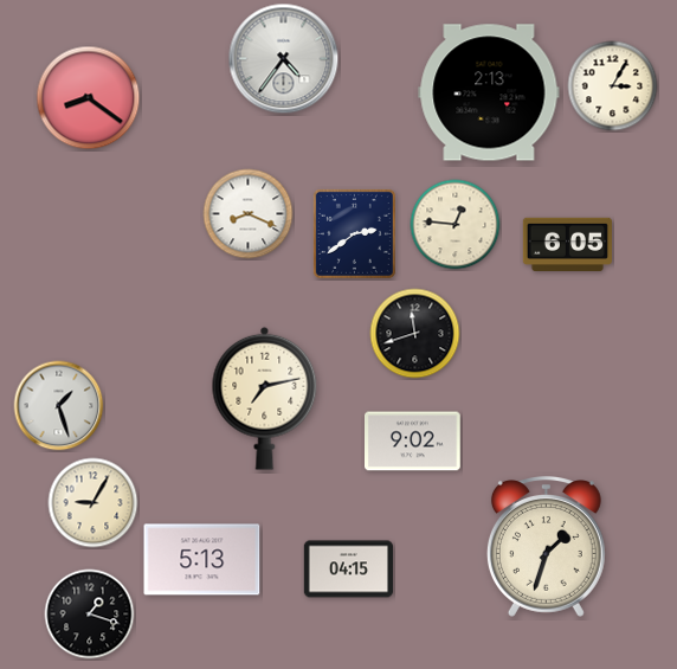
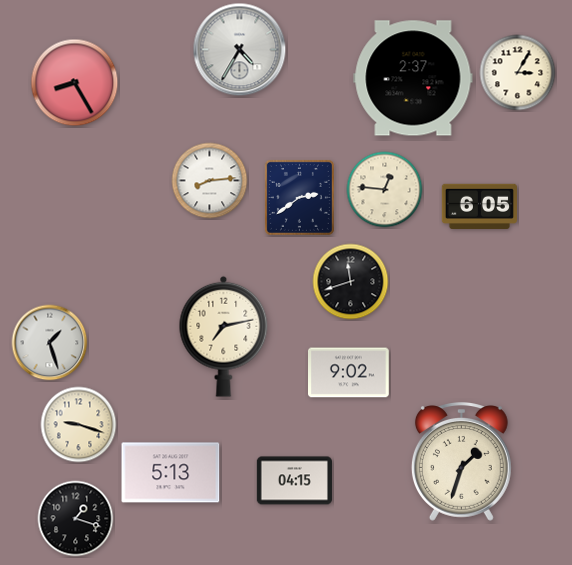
clock at (284, 59): 4:36 -> 4:35
clock at (489, 92): 2:13 -> 2:37
clock at (89, 98): 8:21 -> 8:25
clock at (249, 214): 8:19 -> 8:14
clock at (94, 503): 9:05 -> 9:18
